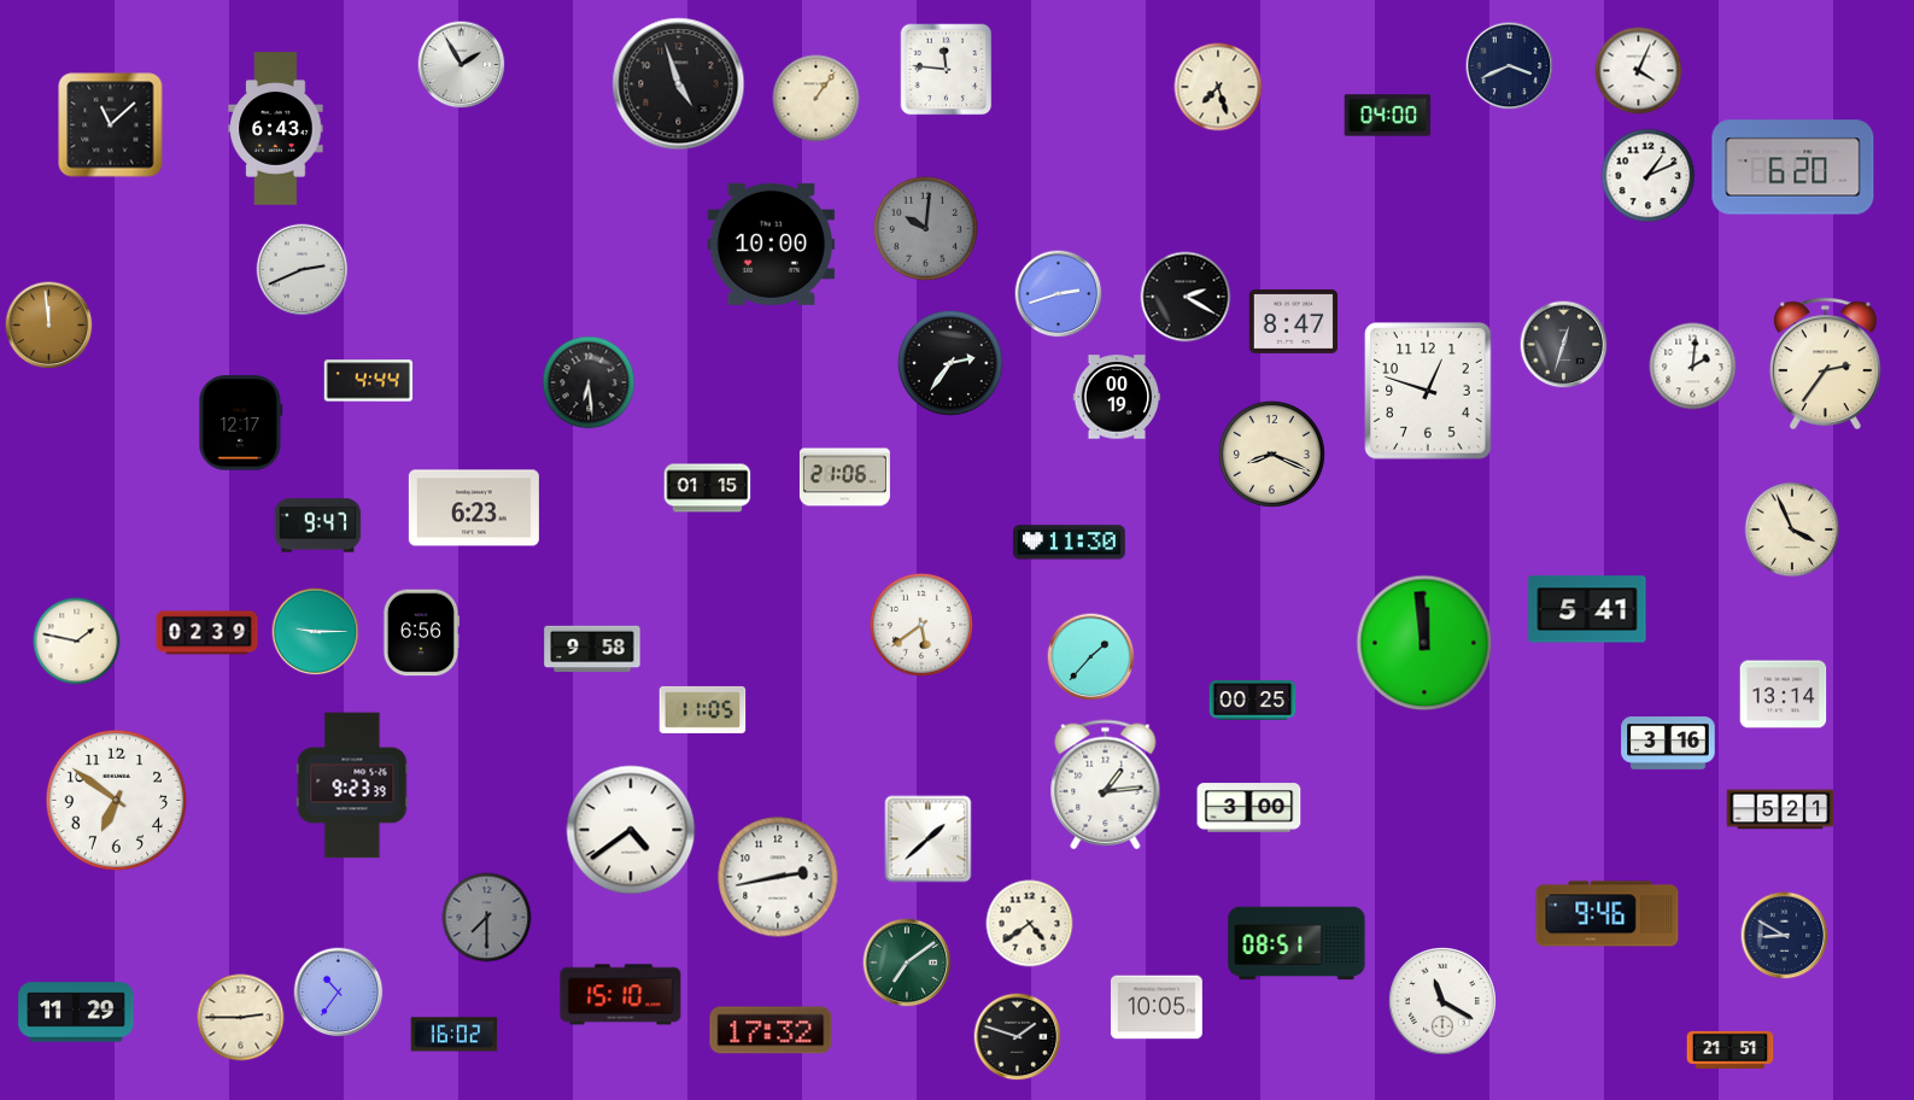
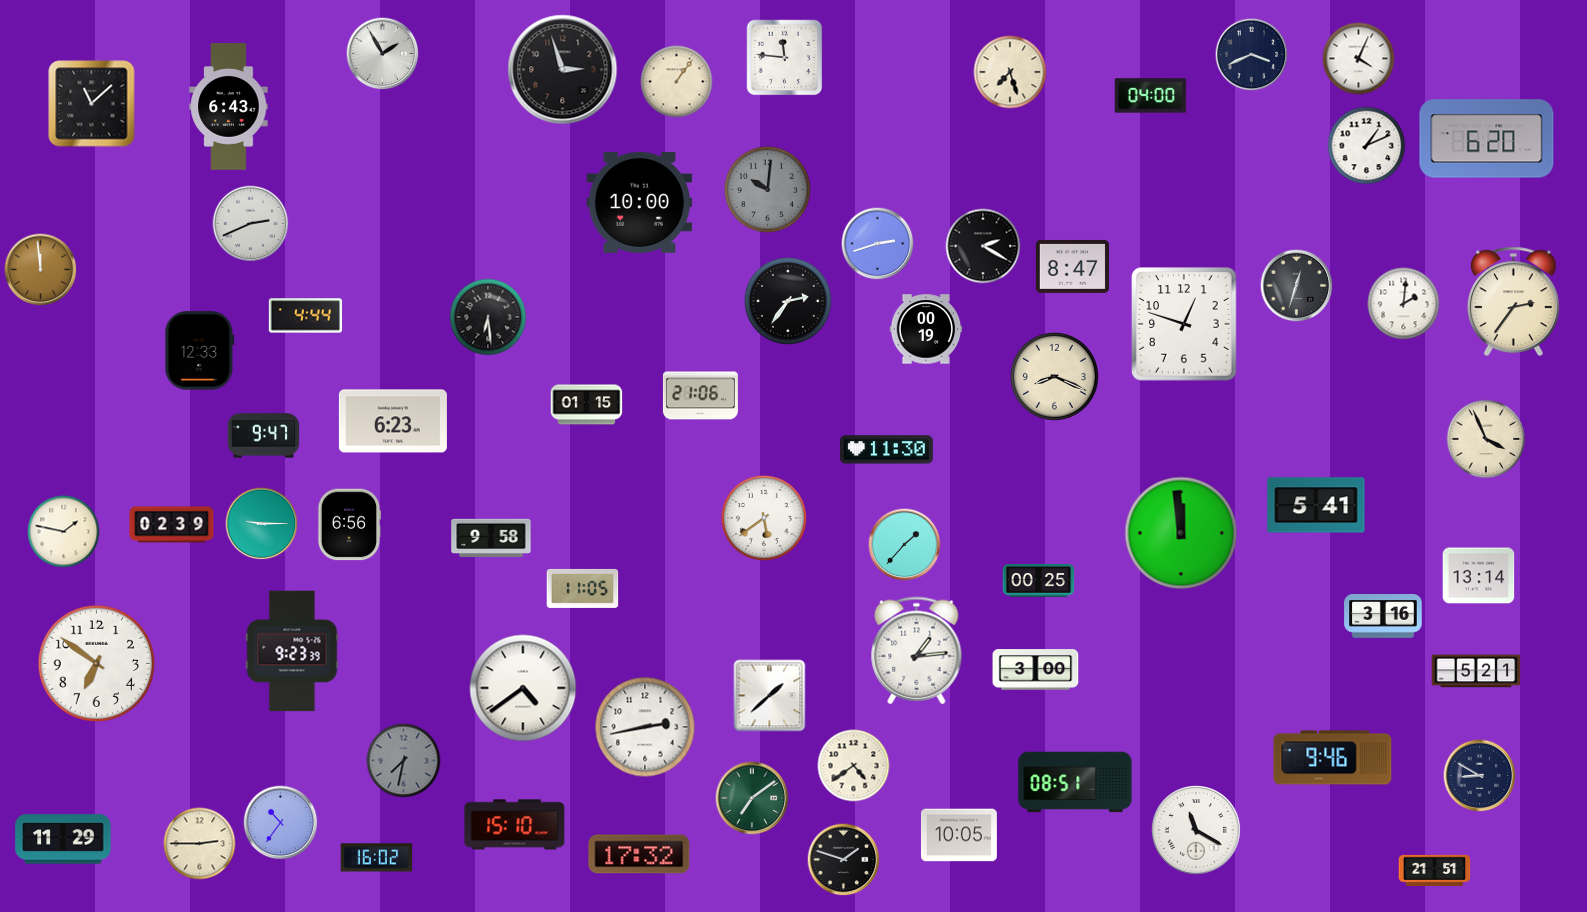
clock at (679, 84): 4:57 -> 2:57
clock at (241, 423): 12:17 -> 12:33
clock at (487, 918): 7:30 -> 7:32
